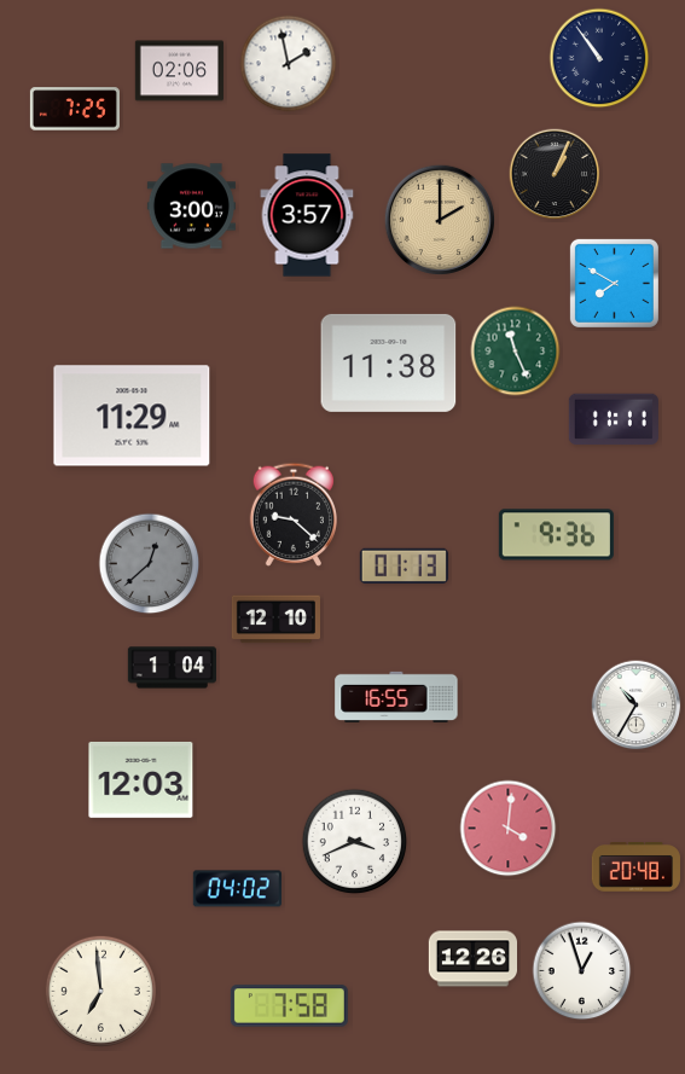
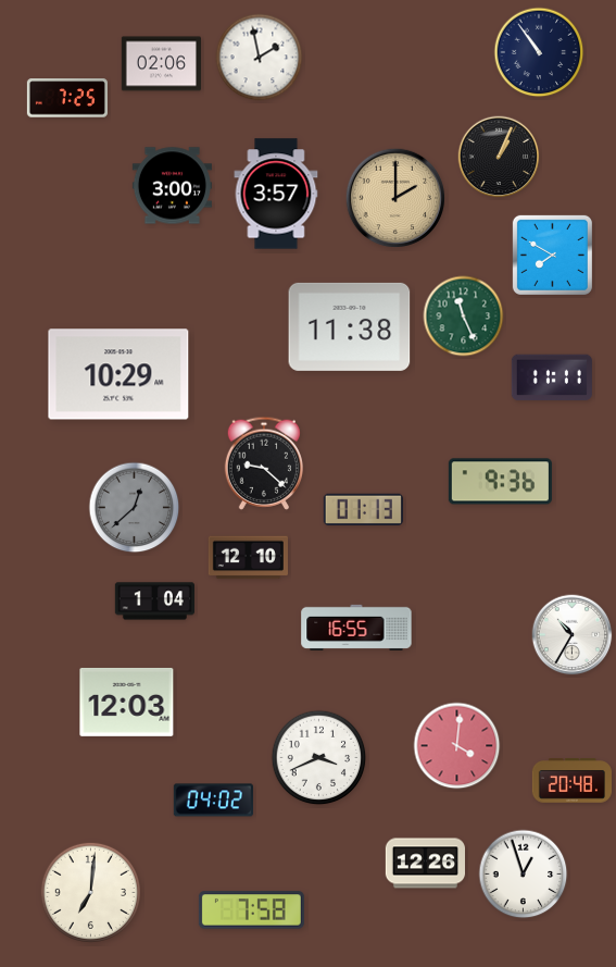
clock at (132, 416): 11:29 -> 10:29
clock at (100, 991): 6:59 -> 7:01
clock at (289, 1006) position: (289, 1006) -> (251, 910)
